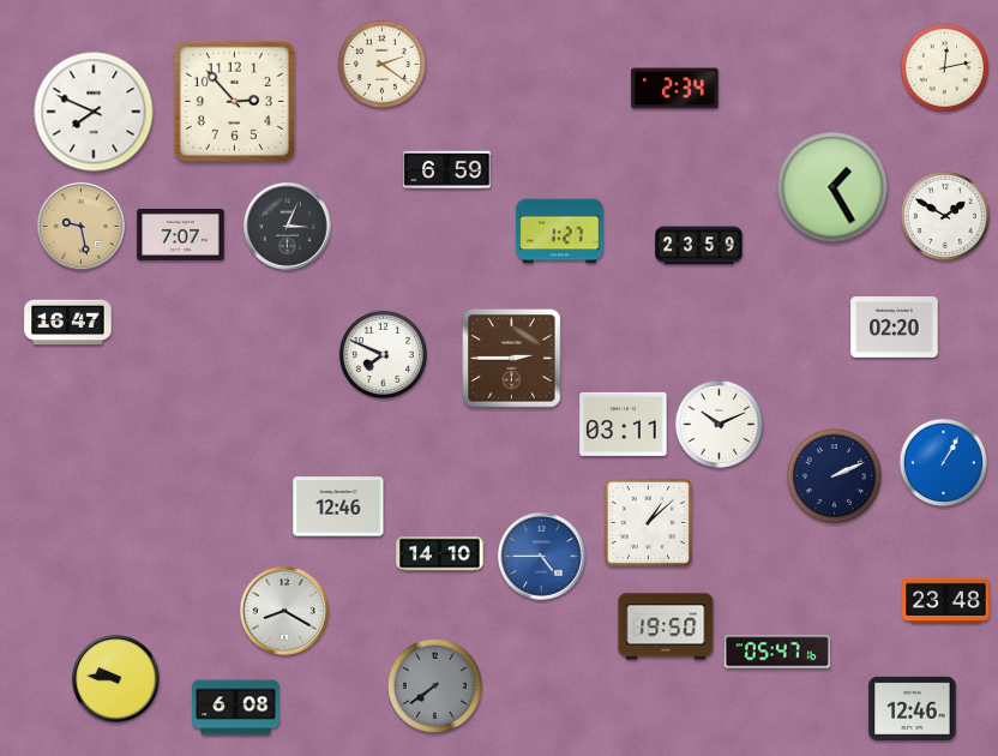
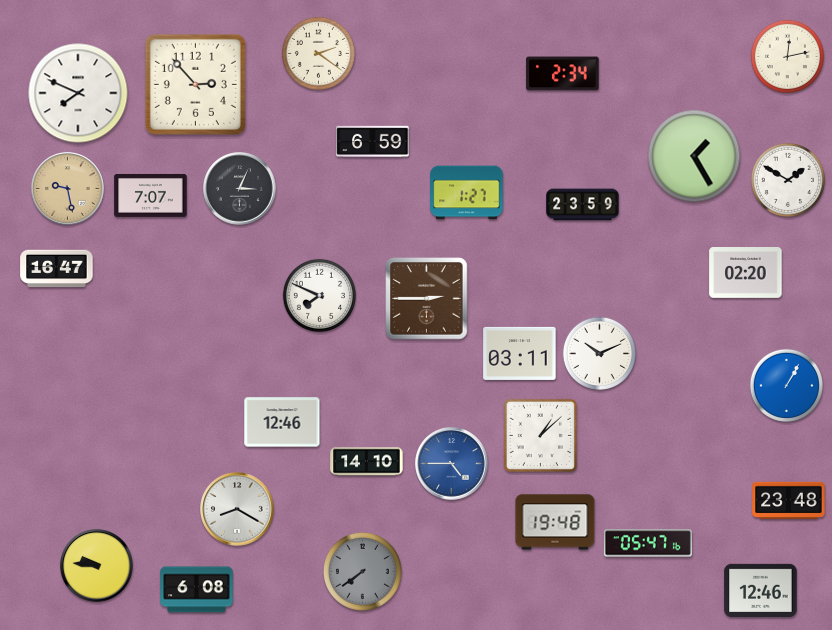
clock at (834, 475): 2:11 -> none
clock at (666, 626): 19:50 -> 19:48
